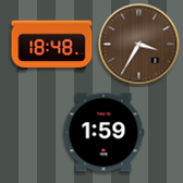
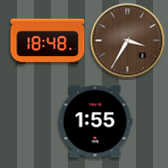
clock at (103, 133): 1:59 -> 1:55
